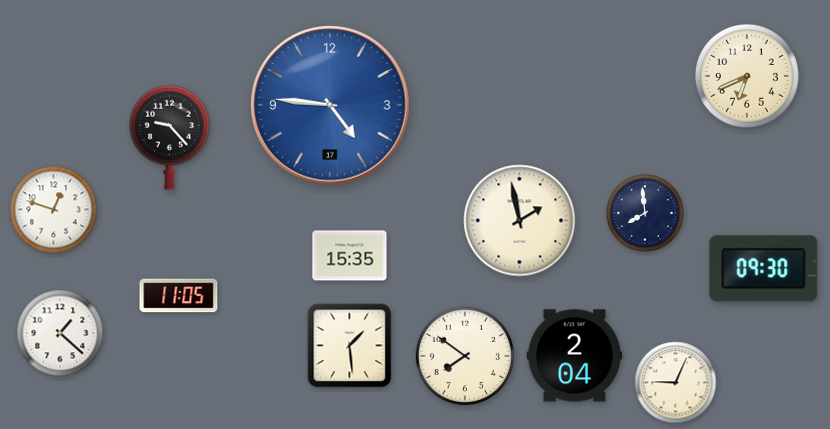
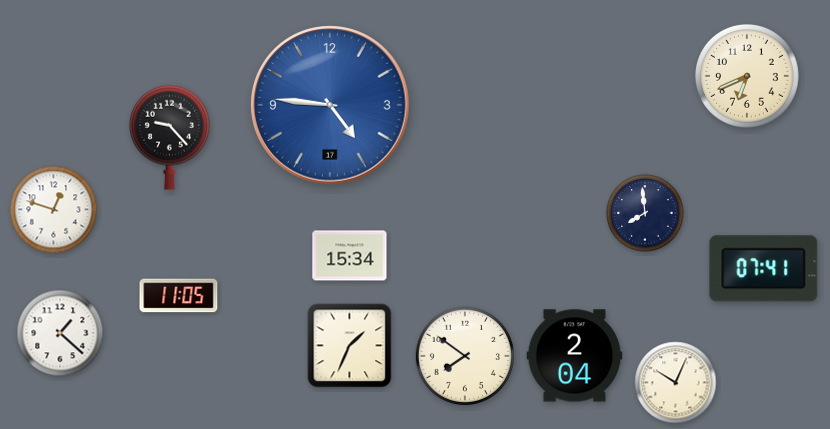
clock at (520, 221): 1:58 -> none
clock at (350, 256): 15:35 -> 15:34
clock at (764, 269): 09:30 -> 07:41
clock at (350, 346): 1:29 -> 1:34
clock at (676, 383): 9:04 -> 10:04
